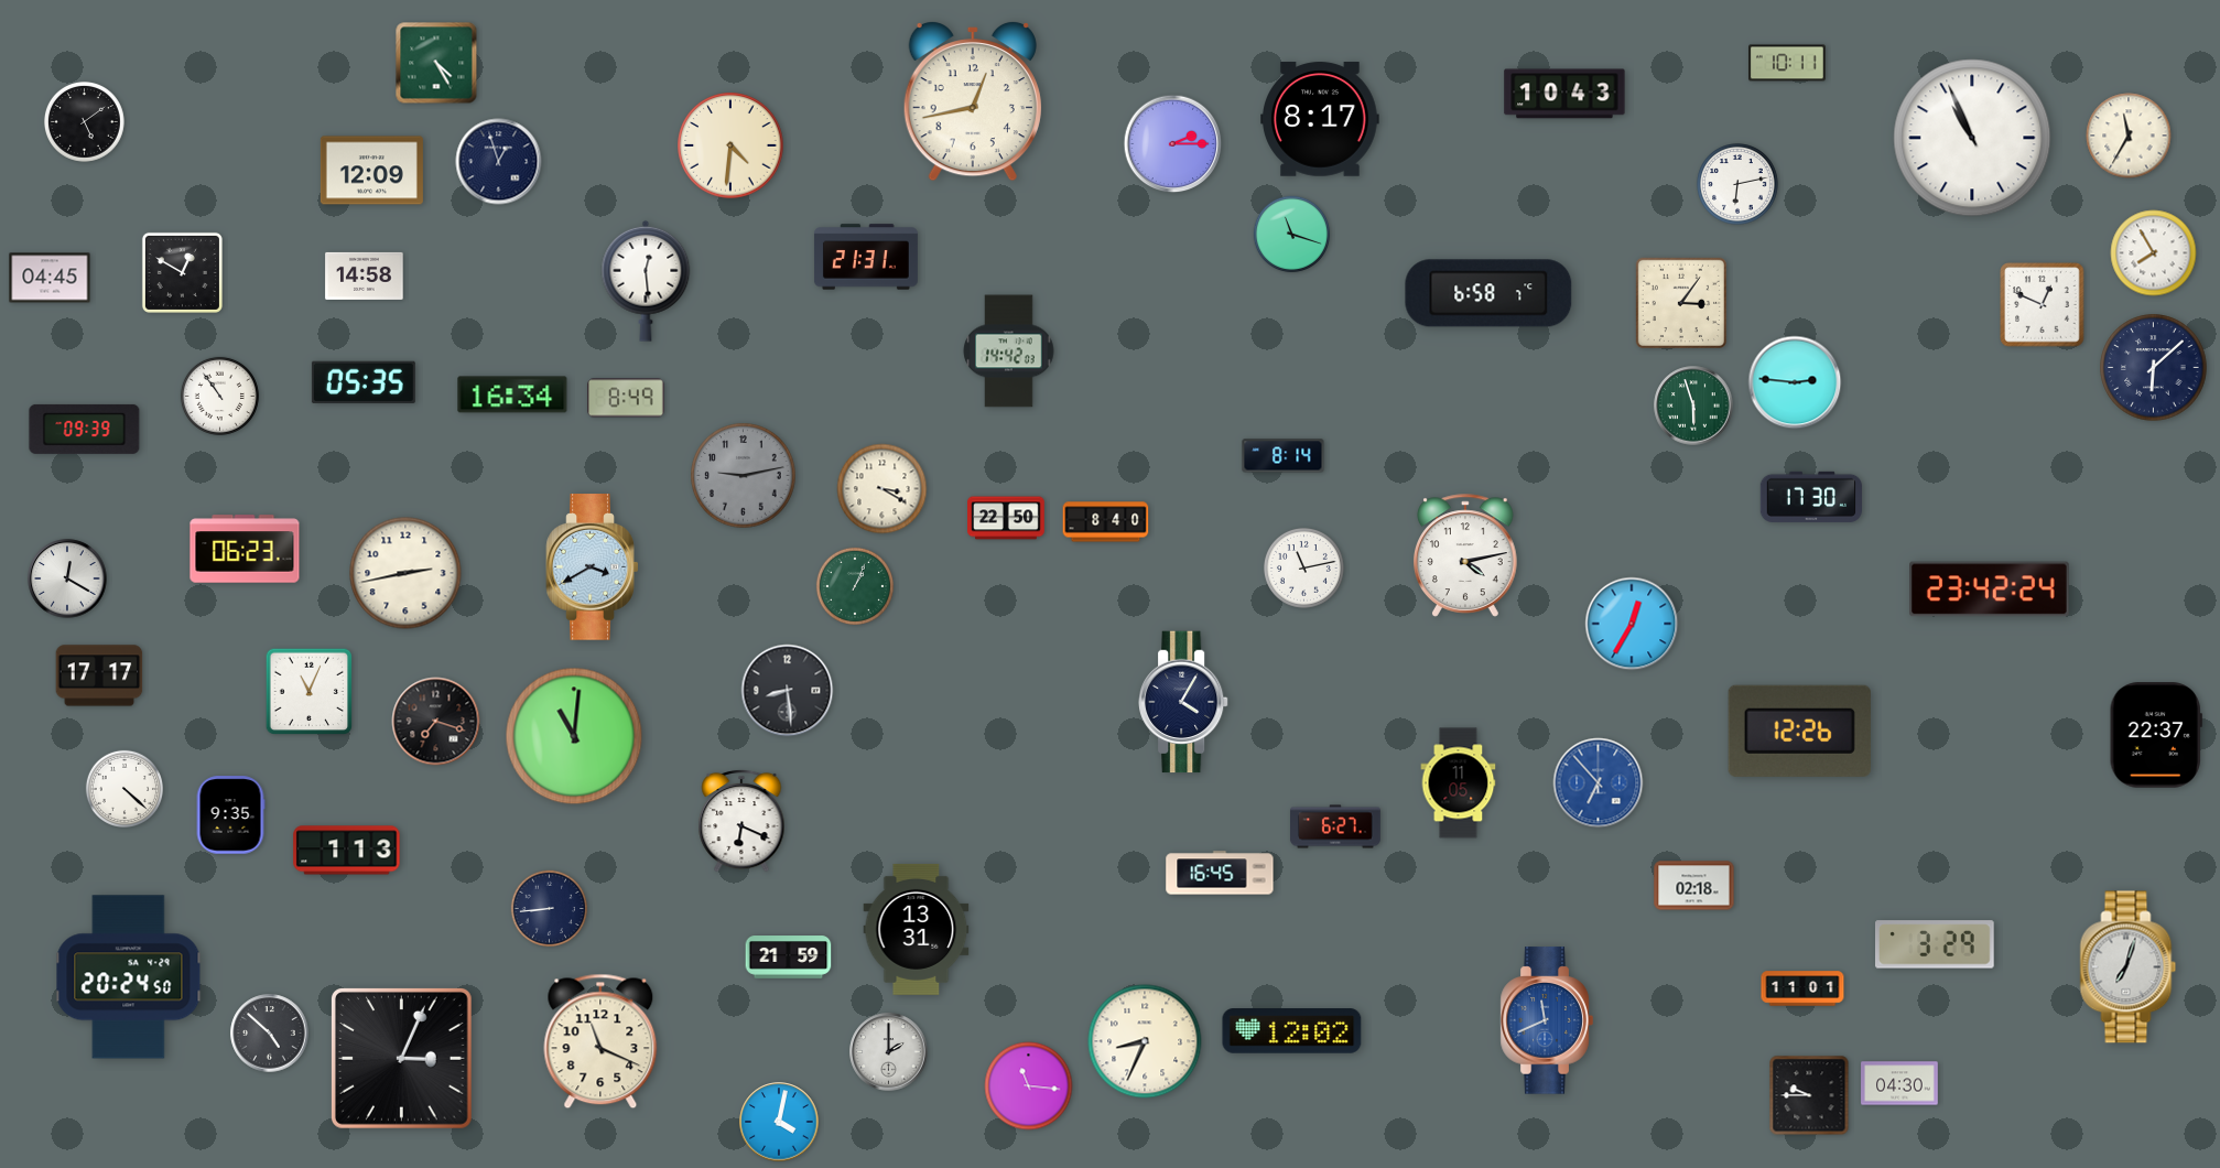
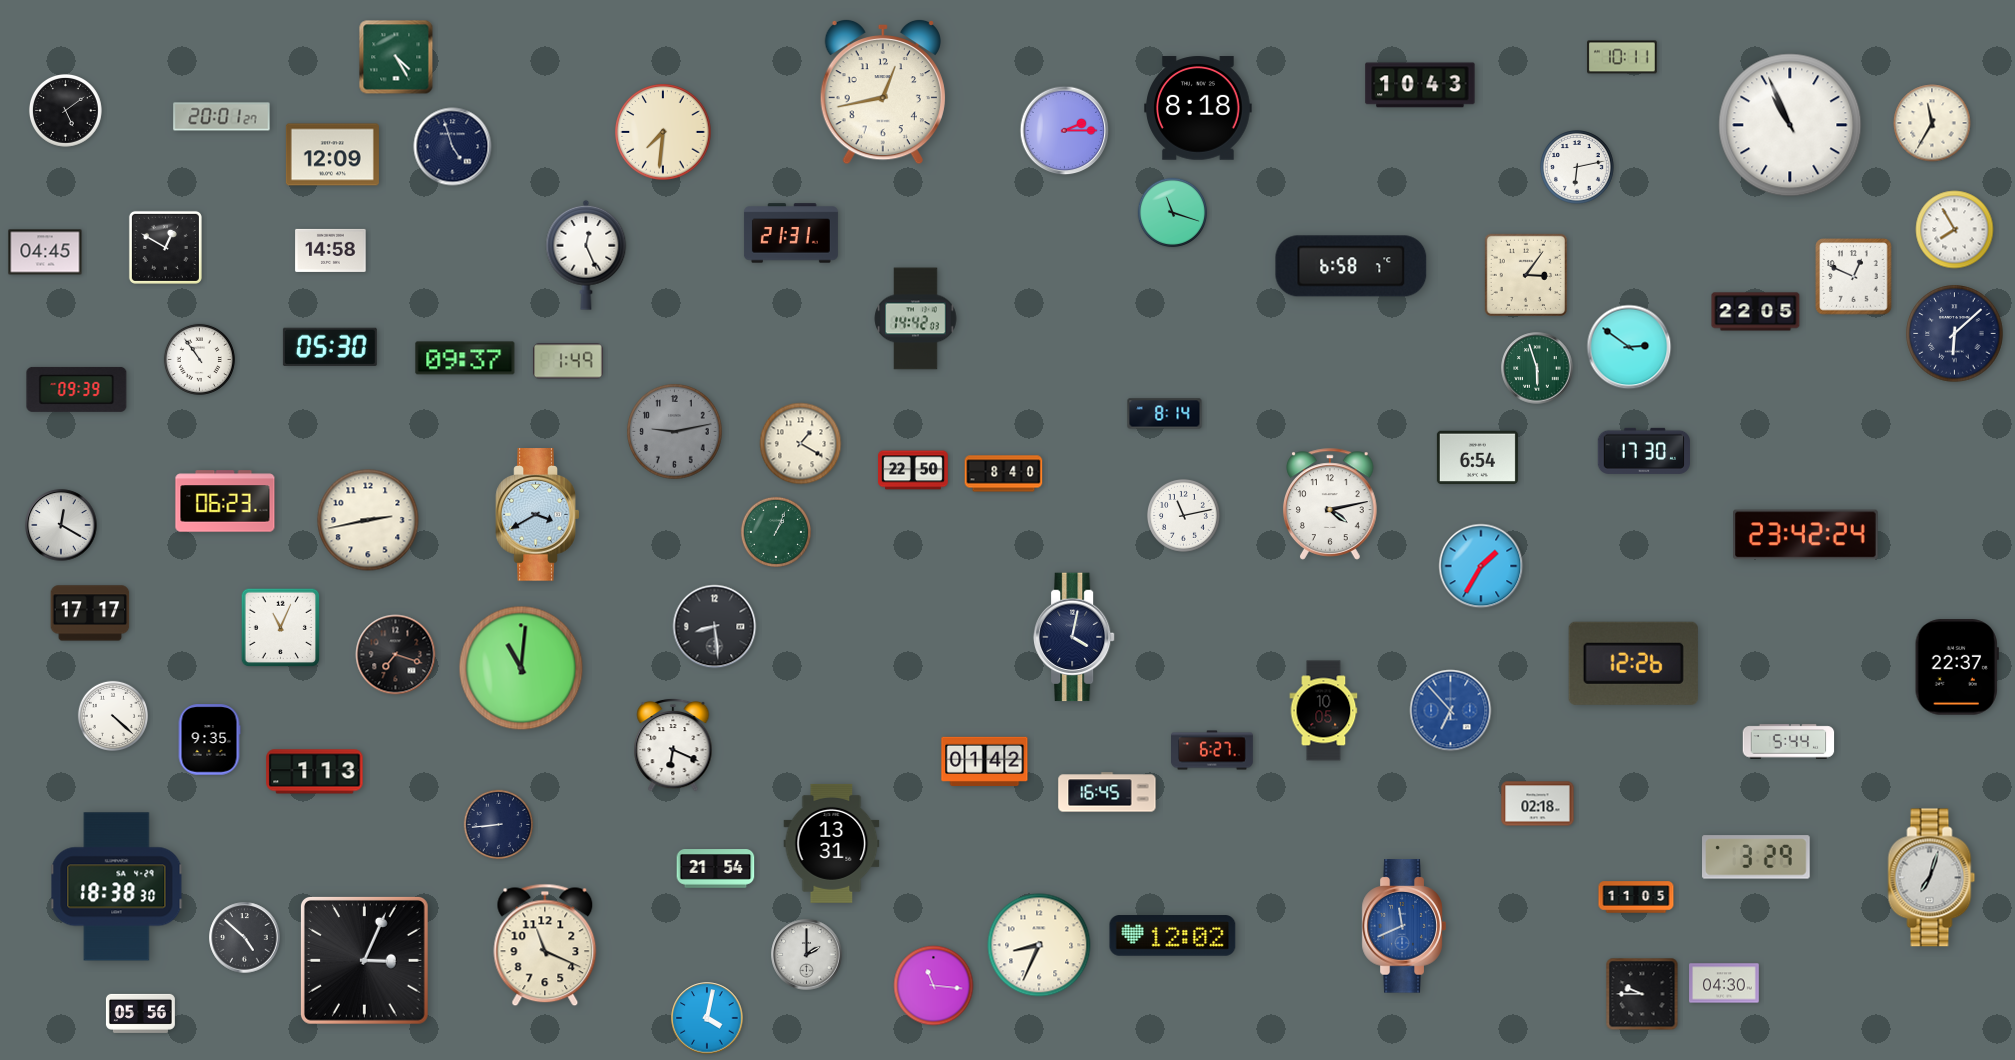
clock at (1320, 119): 8:17 -> 8:18
clock at (85, 121) position: (85, 121) -> (66, 110)
clock at (222, 117): none -> 20:01
clock at (730, 145): 4:31 -> 7:31
clock at (499, 162): 12:57 -> 4:57
clock at (371, 171) position: (371, 171) -> (332, 155)
clock at (866, 257) position: (866, 257) -> (791, 233)
clock at (646, 281): 12:29 -> 12:26
clock at (1756, 312): none -> 22:05
clock at (364, 382): 05:35 -> 05:30
clock at (1795, 382): 2:46 -> 2:51
clock at (512, 394): 16:34 -> 09:37
clock at (627, 398): 8:49 -> 1:49
clock at (882, 489): 3:20 -> 1:20
clock at (1477, 458): none -> 6:54
clock at (245, 549) position: (245, 549) -> (225, 501)
clock at (1632, 624): 12:35 -> 1:35
clock at (1184, 702): 4:05 -> 4:02
clock at (1459, 783): 11:05 -> 10:05
clock at (1789, 742): none -> 5:44
clock at (985, 761): none -> 01:42
clock at (789, 958): 21:59 -> 21:54
clock at (129, 977): 20:24 -> 18:38
clock at (1802, 988): 11:01 -> 11:05
clock at (140, 1013): none -> 05:56
